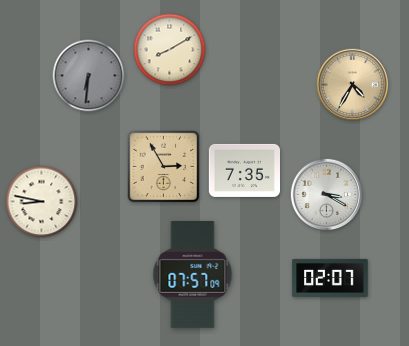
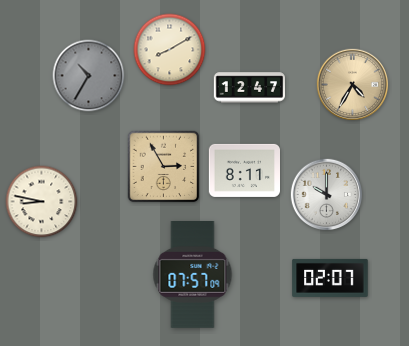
clock at (89, 76): 6:31 -> 10:35
clock at (249, 88): none -> 12:47
clock at (244, 170): 7:35 -> 8:11
clock at (327, 195): 3:20 -> 10:00
